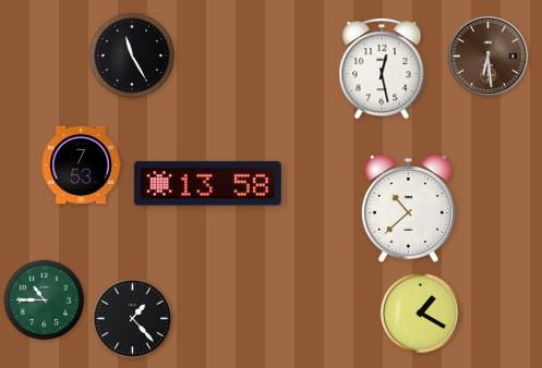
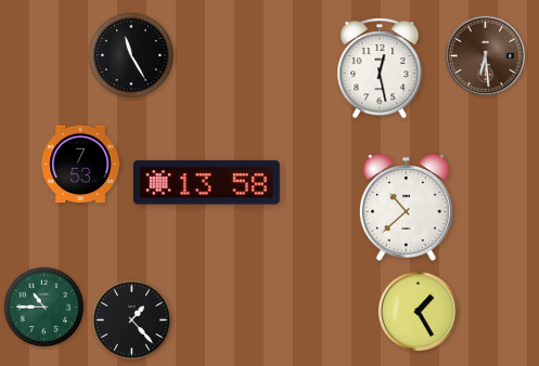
clock at (45, 300) position: (45, 300) -> (44, 308)
clock at (420, 312): 1:20 -> 1:25
clock at (133, 319) position: (133, 319) -> (132, 321)
